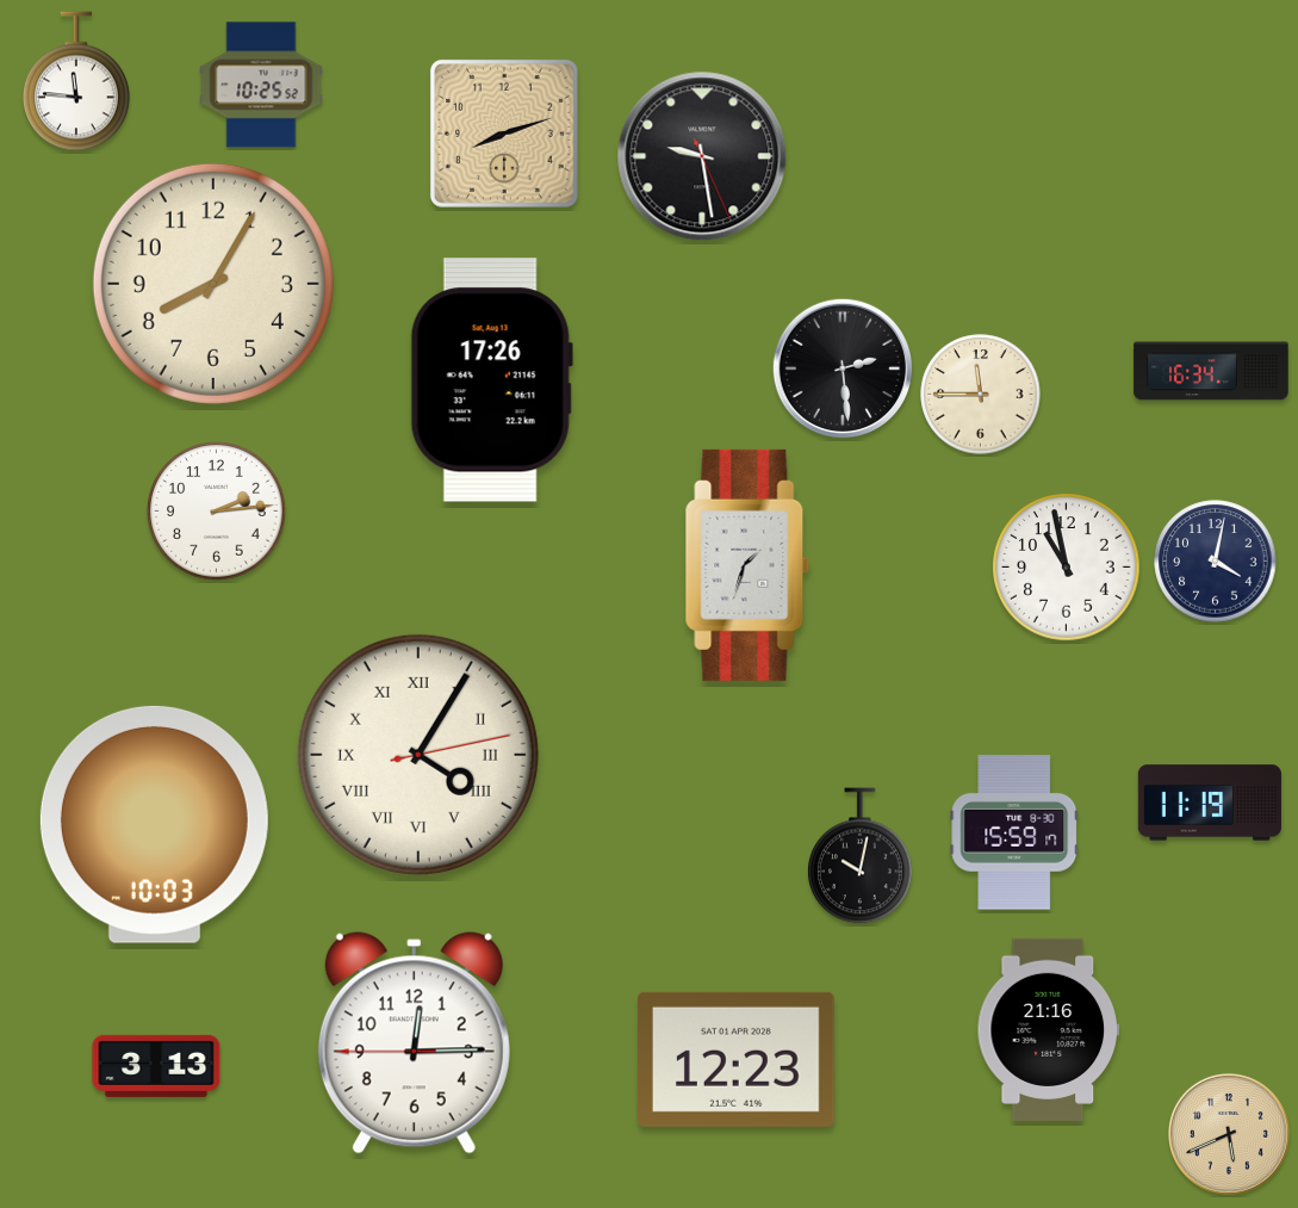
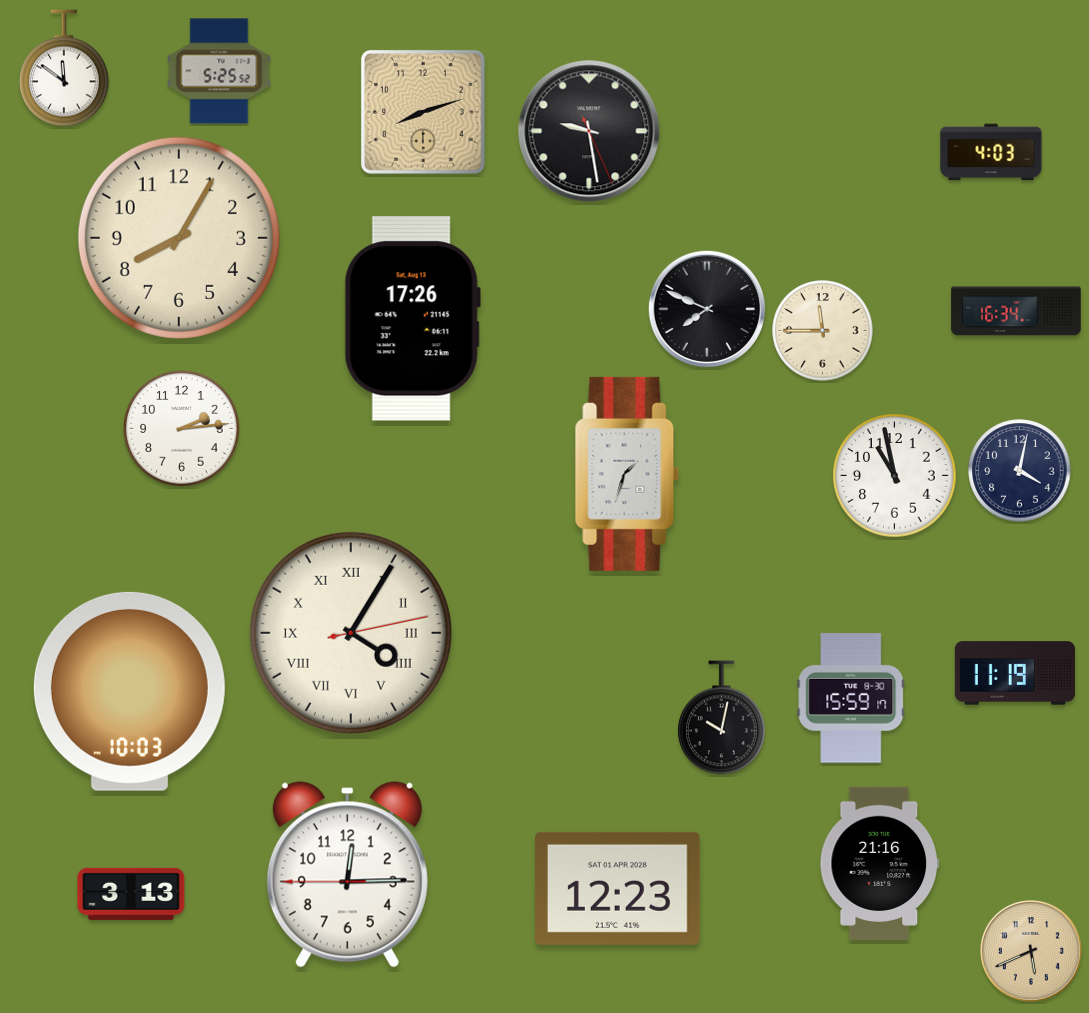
clock at (76, 81): 11:46 -> 11:51
clock at (261, 85): 10:25 -> 5:25
clock at (991, 152): none -> 4:03
clock at (841, 367): 2:29 -> 7:49
